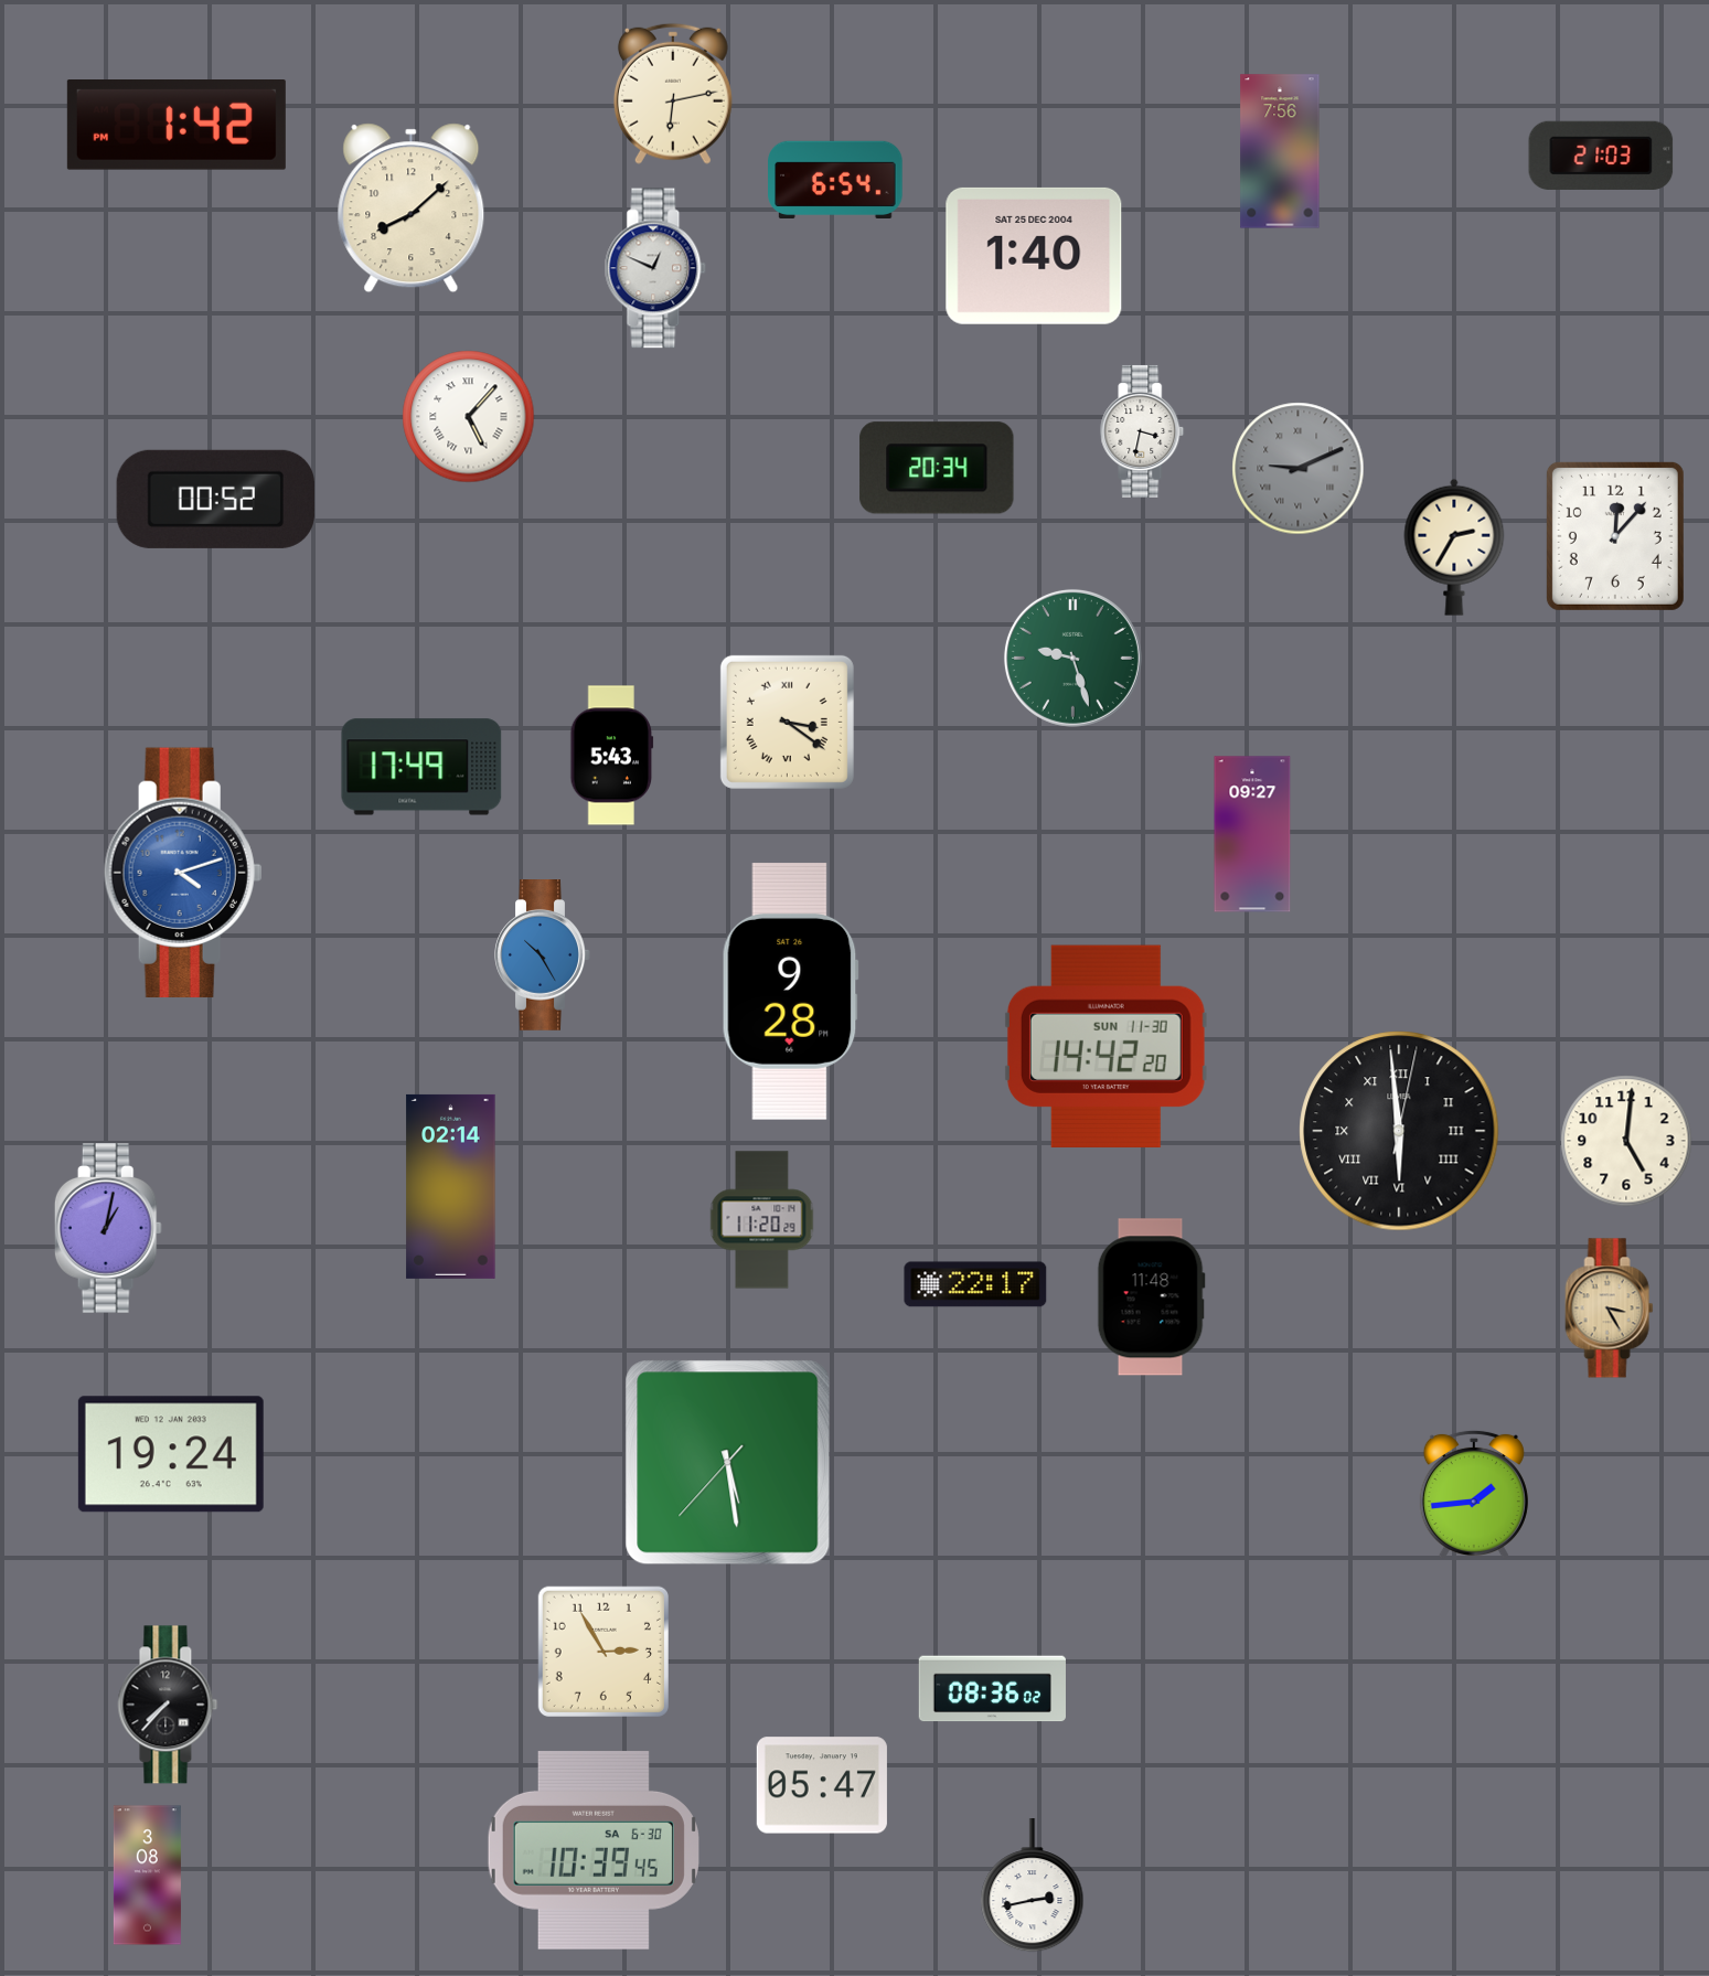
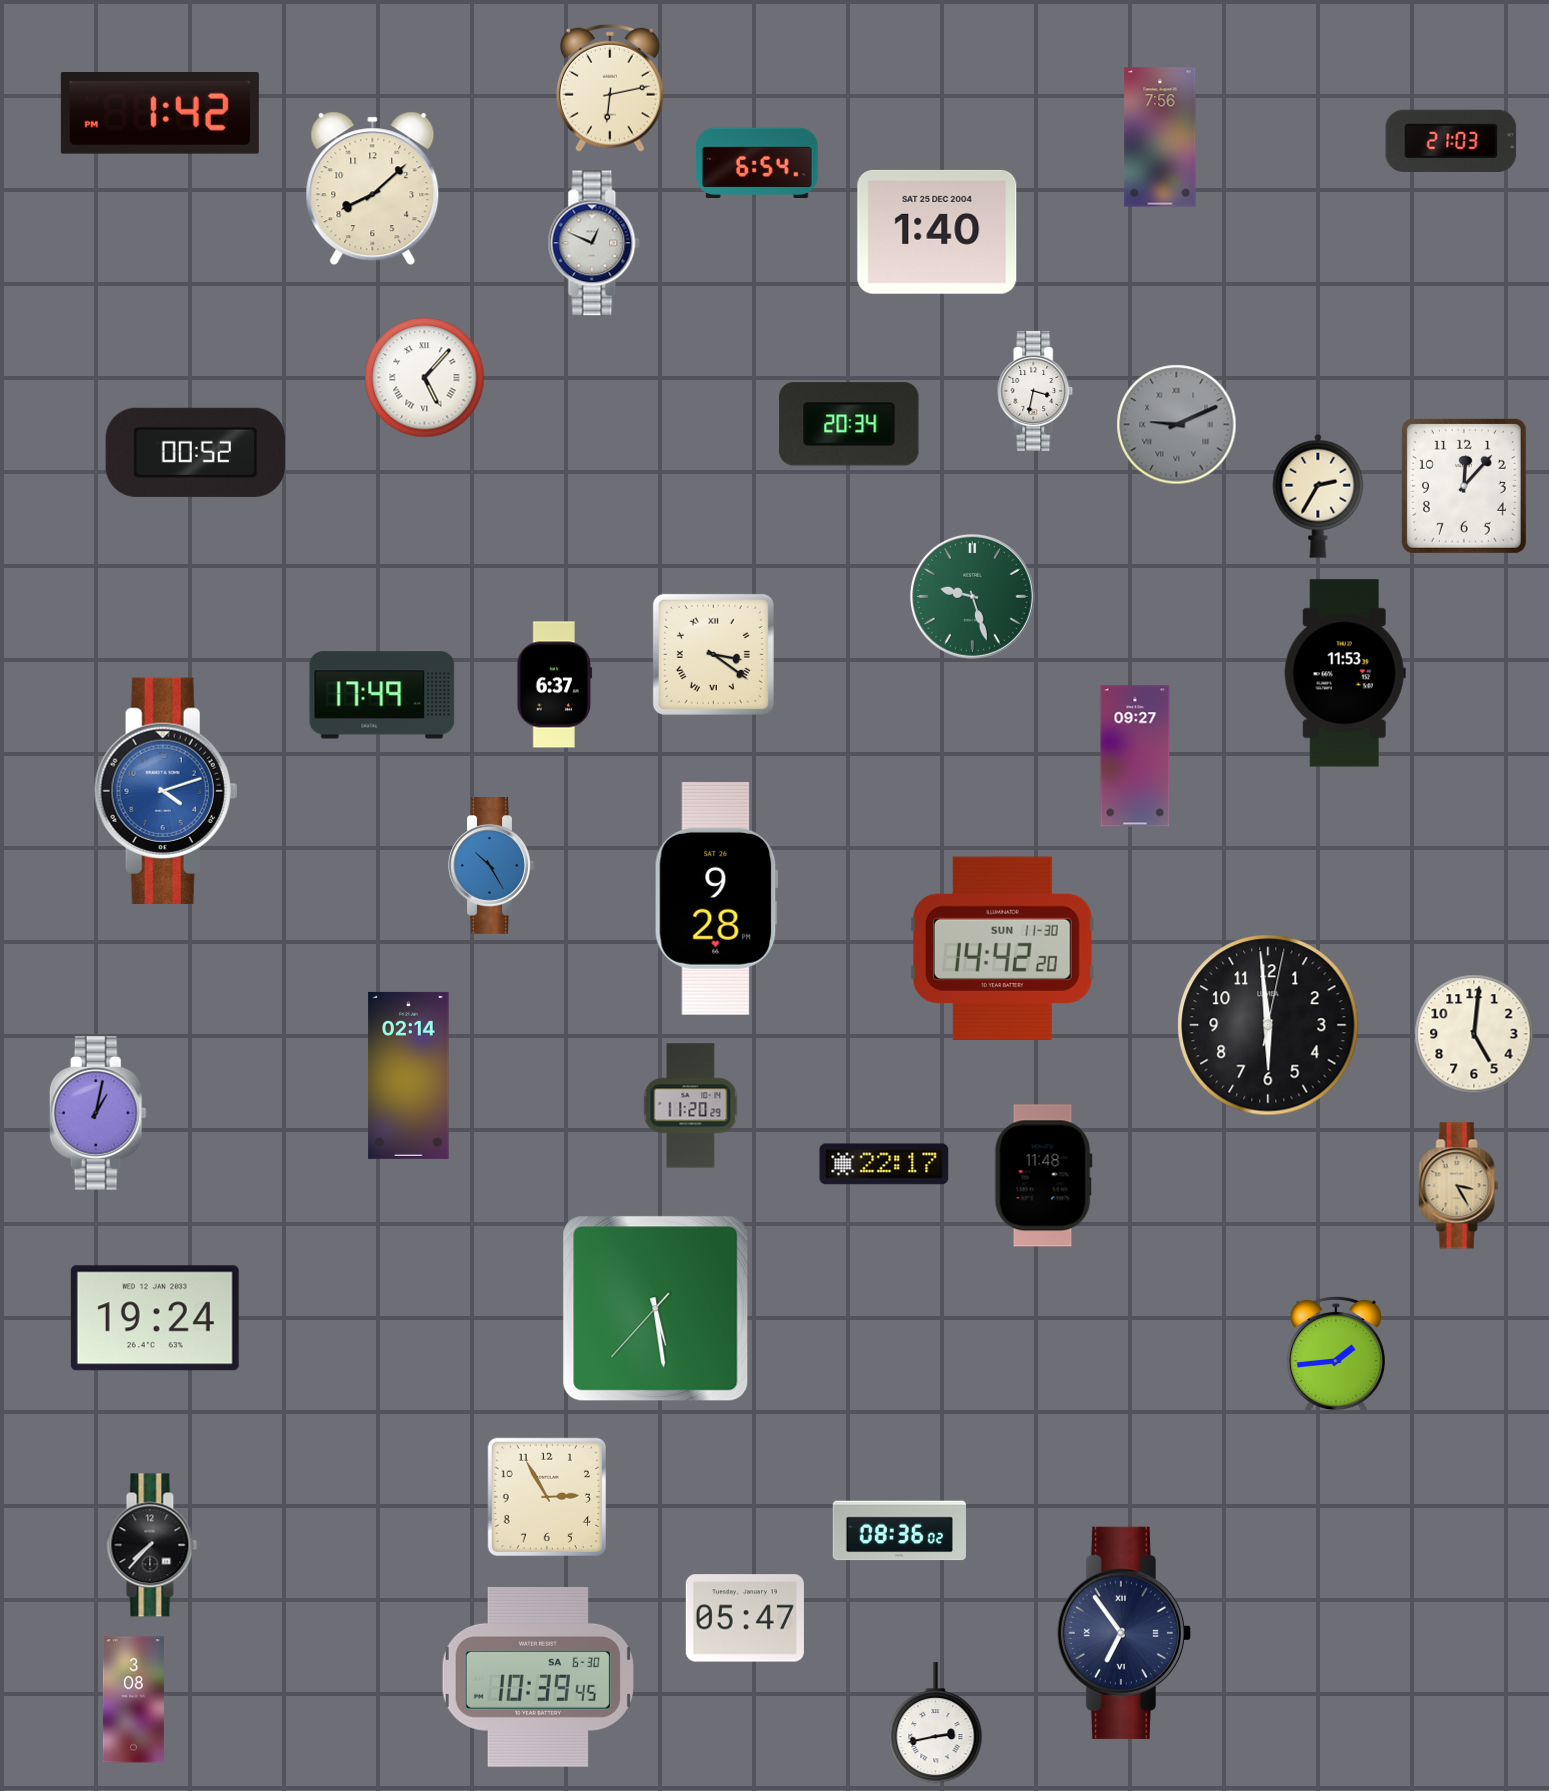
clock at (673, 94) position: (673, 94) -> (610, 88)
clock at (1345, 673): none -> 11:53
clock at (612, 756): 5:43 -> 6:37
clock at (1399, 1131) numerals: Roman -> Arabic
clock at (728, 1463) position: (728, 1463) -> (656, 1309)
clock at (1124, 1633): none -> 6:54
clock at (1033, 1887) position: (1033, 1887) -> (936, 1724)
